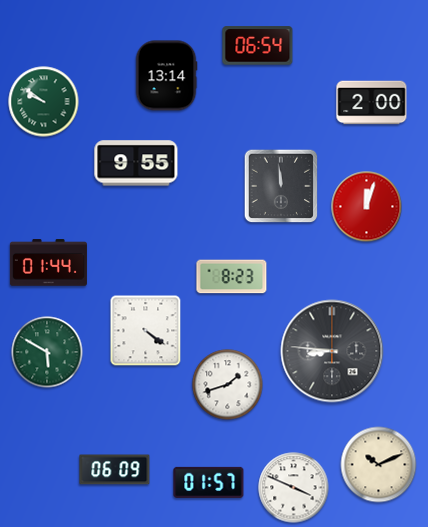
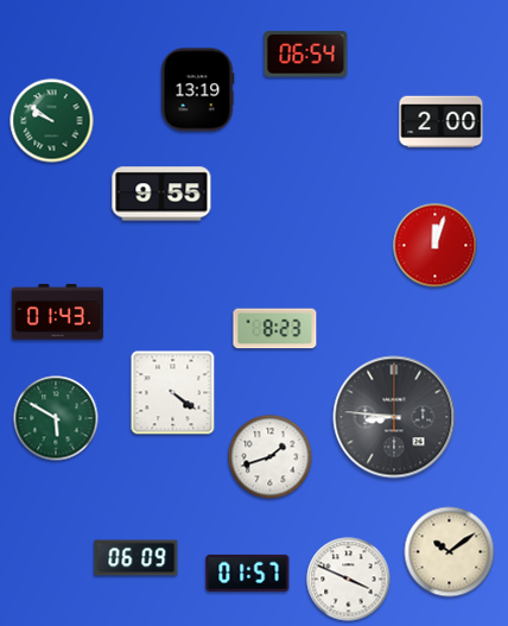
clock at (166, 76): 13:14 -> 13:19
clock at (281, 186): 11:59 -> none
clock at (48, 263): 01:44 -> 01:43
clock at (379, 465): 10:11 -> 10:09
